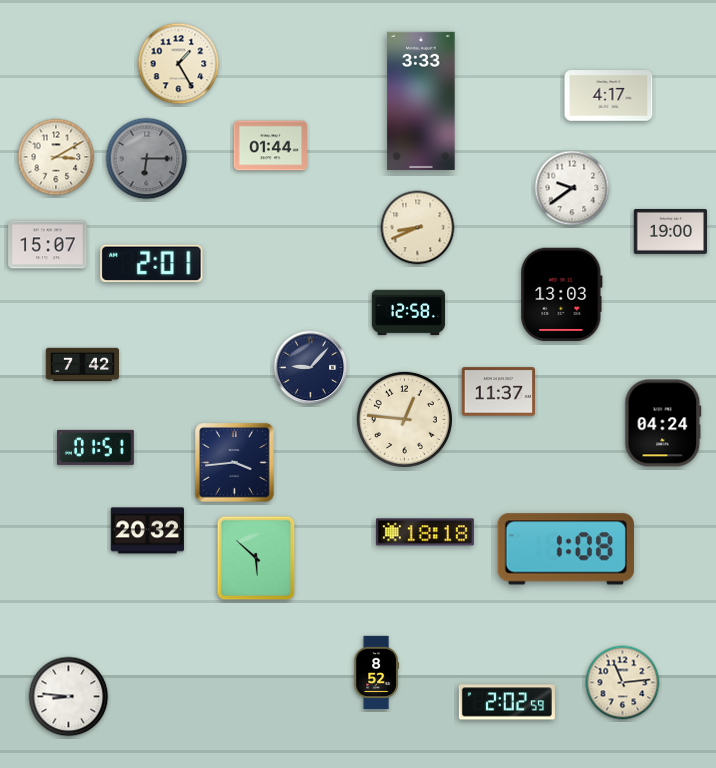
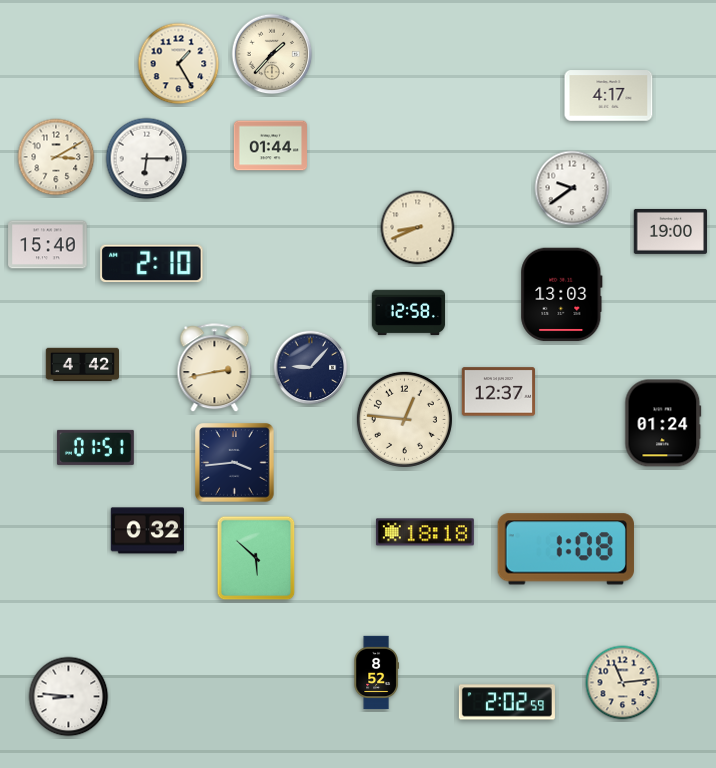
clock at (272, 54): none -> 1:37
clock at (421, 101): 3:33 -> none
clock at (147, 159) dial: grey -> white
clock at (48, 245): 15:07 -> 15:40
clock at (152, 264): 2:01 -> 2:10
clock at (83, 365): 7:42 -> 4:42
clock at (215, 368): none -> 2:43
clock at (498, 392): 11:37 -> 12:37
clock at (663, 423): 04:24 -> 01:24
clock at (147, 531): 20:32 -> 0:32
